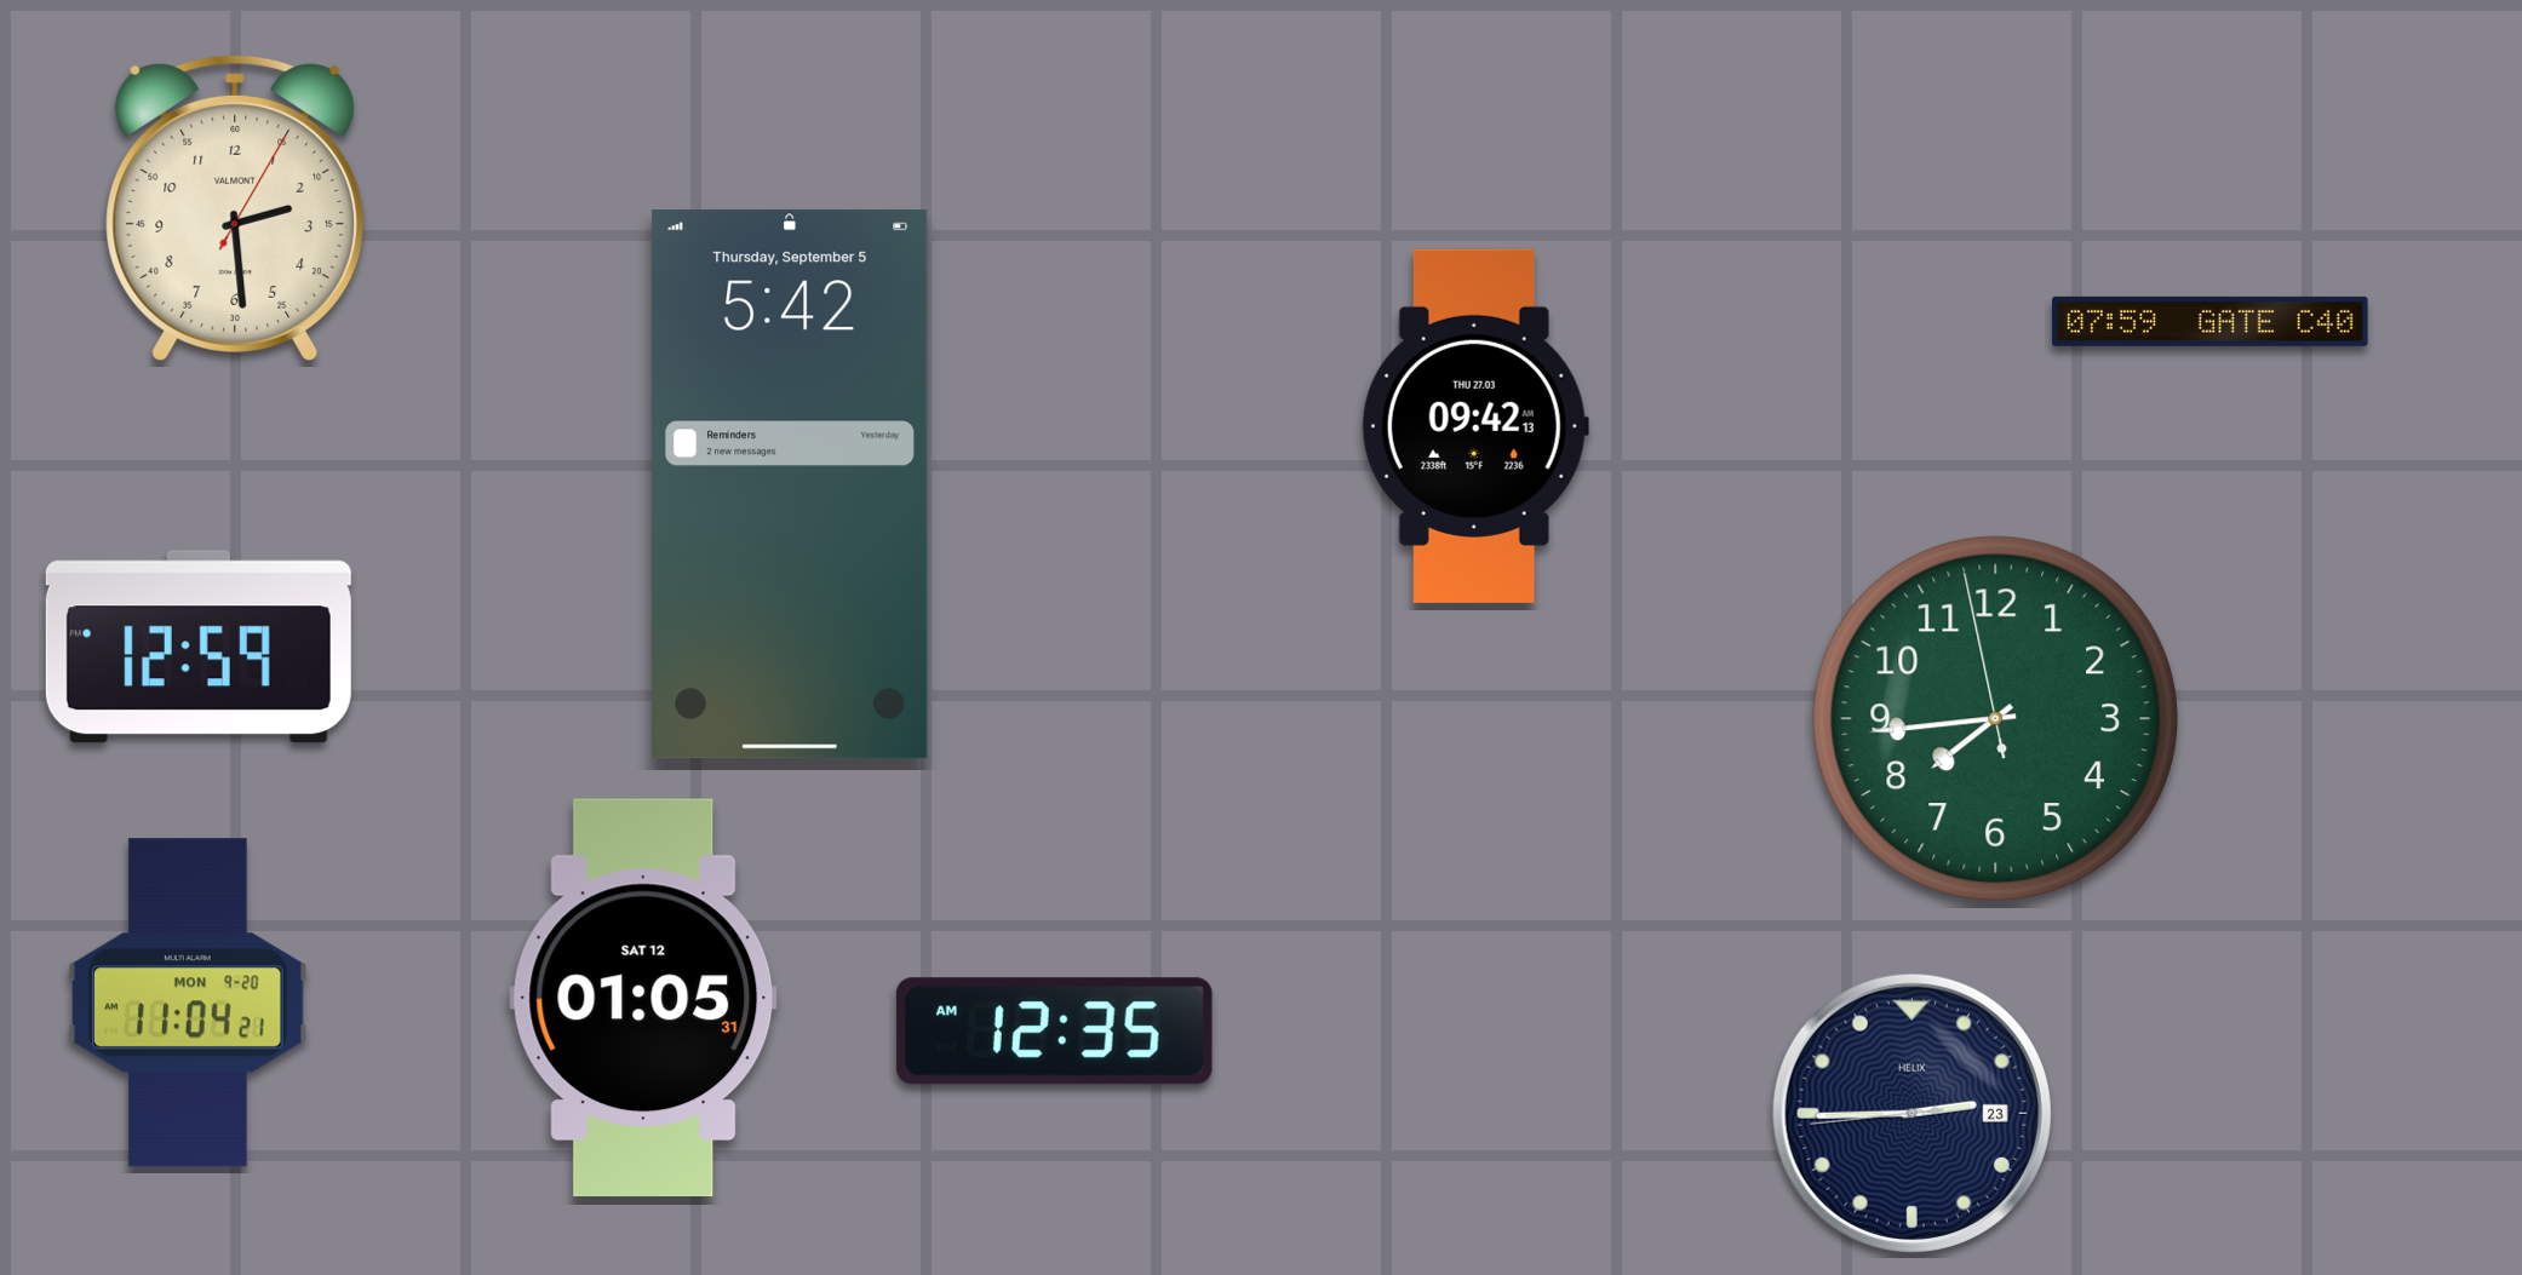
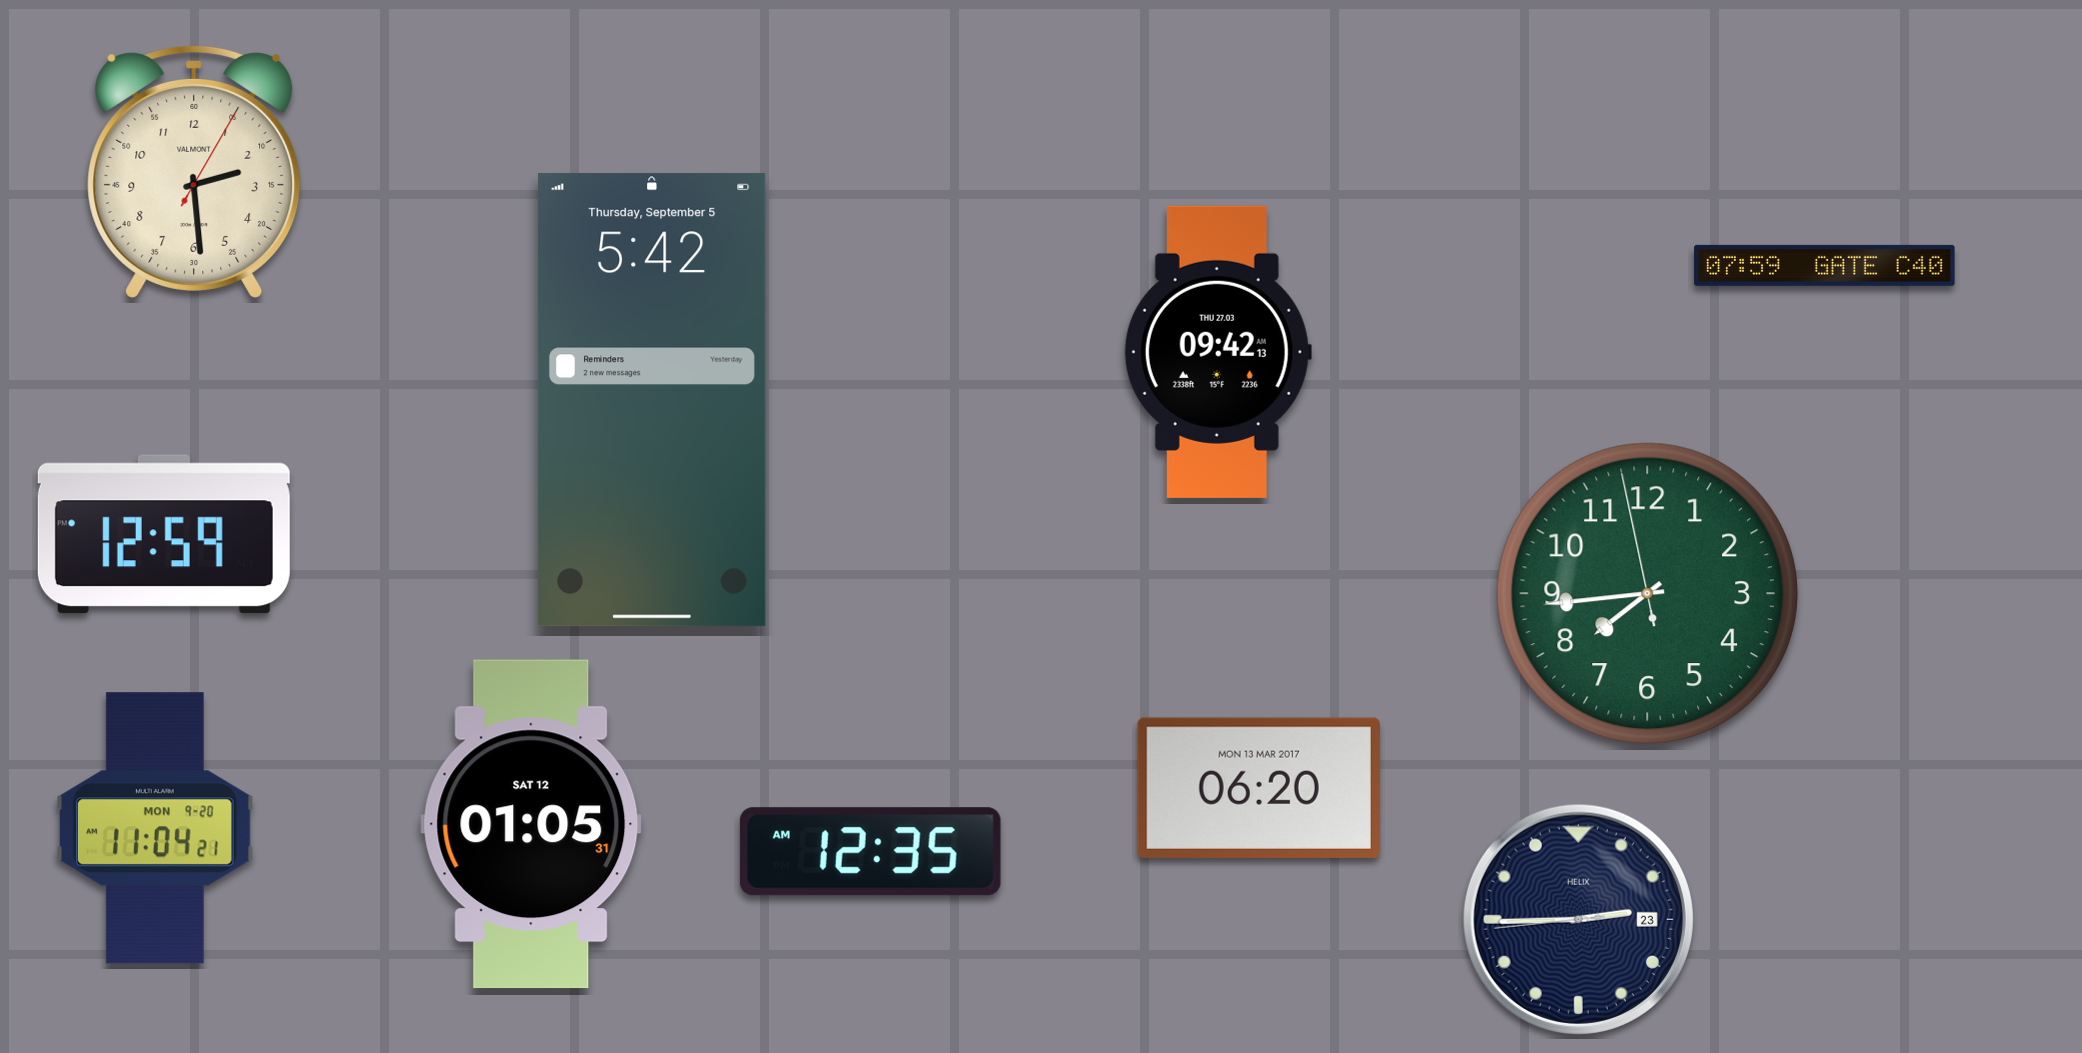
clock at (1259, 788): none -> 06:20
